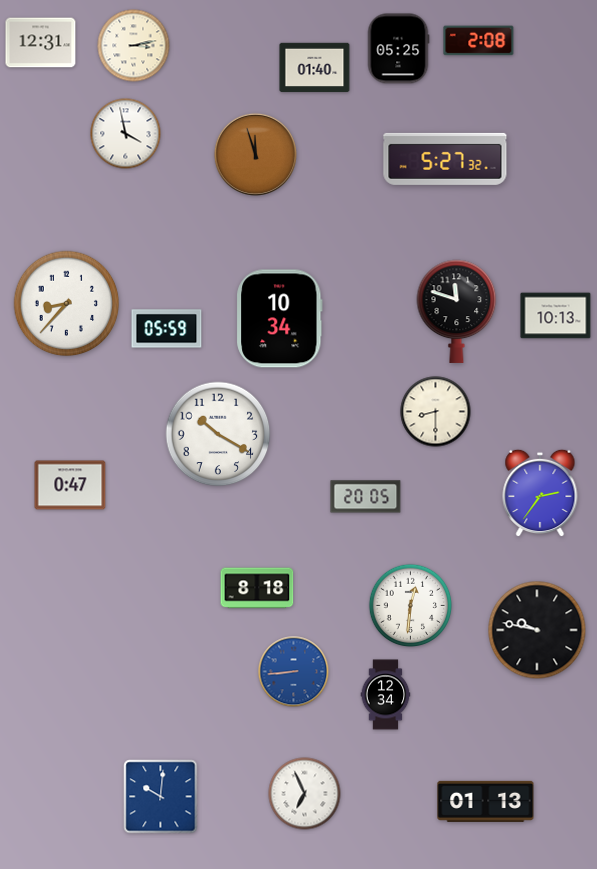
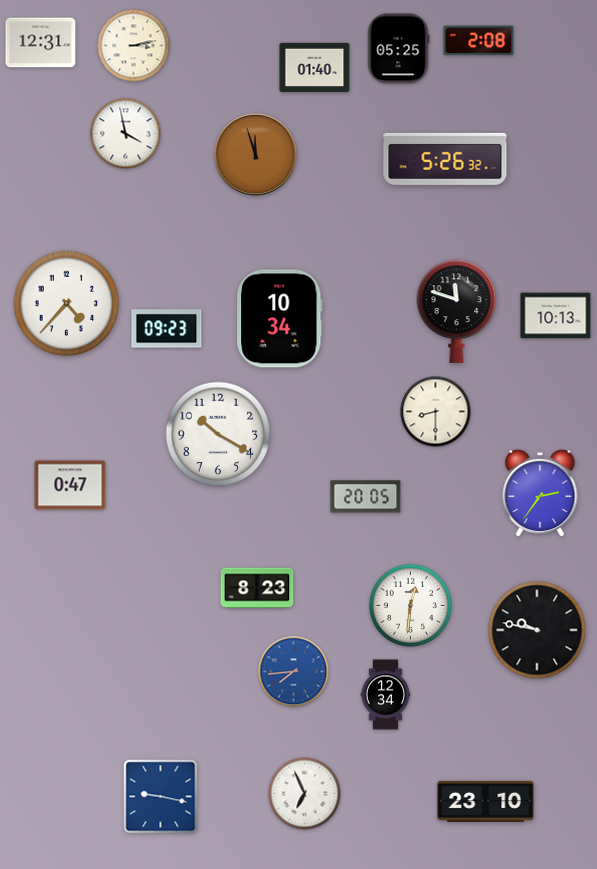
clock at (445, 159): 5:27 -> 5:26
clock at (67, 304): 8:37 -> 4:37
clock at (167, 329): 05:59 -> 09:23
clock at (257, 588): 8:18 -> 8:23
clock at (294, 672): 8:44 -> 7:44
clock at (161, 797): 10:01 -> 9:17
clock at (486, 801): 01:13 -> 23:10
